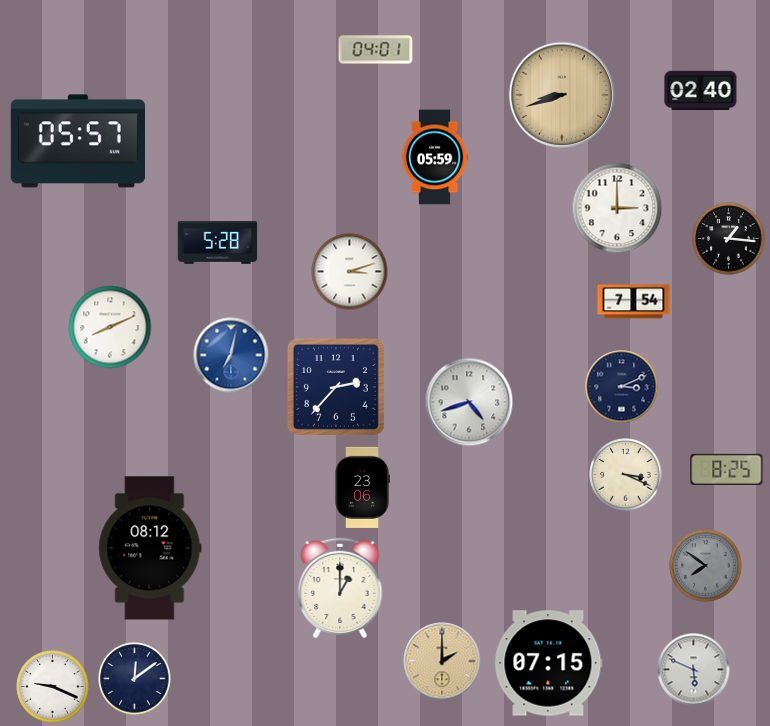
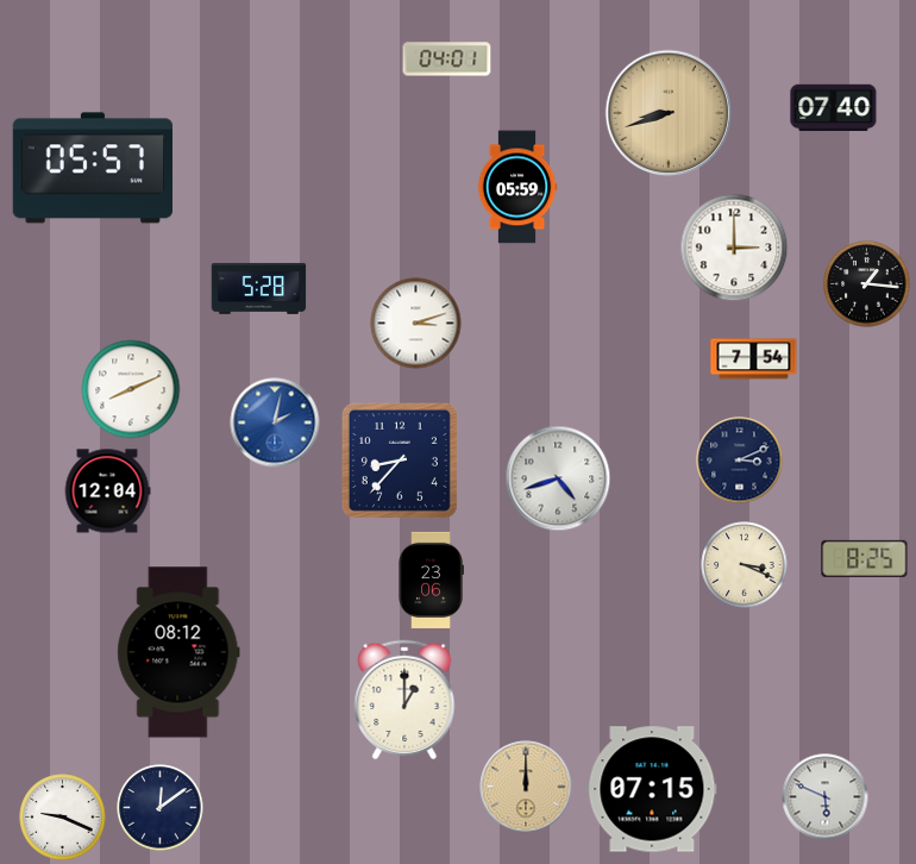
clock at (701, 91): 02:40 -> 07:40
clock at (231, 355): 7:02 -> 2:02
clock at (336, 387): 2:37 -> 8:37
clock at (107, 492): none -> 12:04
clock at (706, 566): 7:51 -> none
clock at (442, 661): 2:00 -> 12:00
